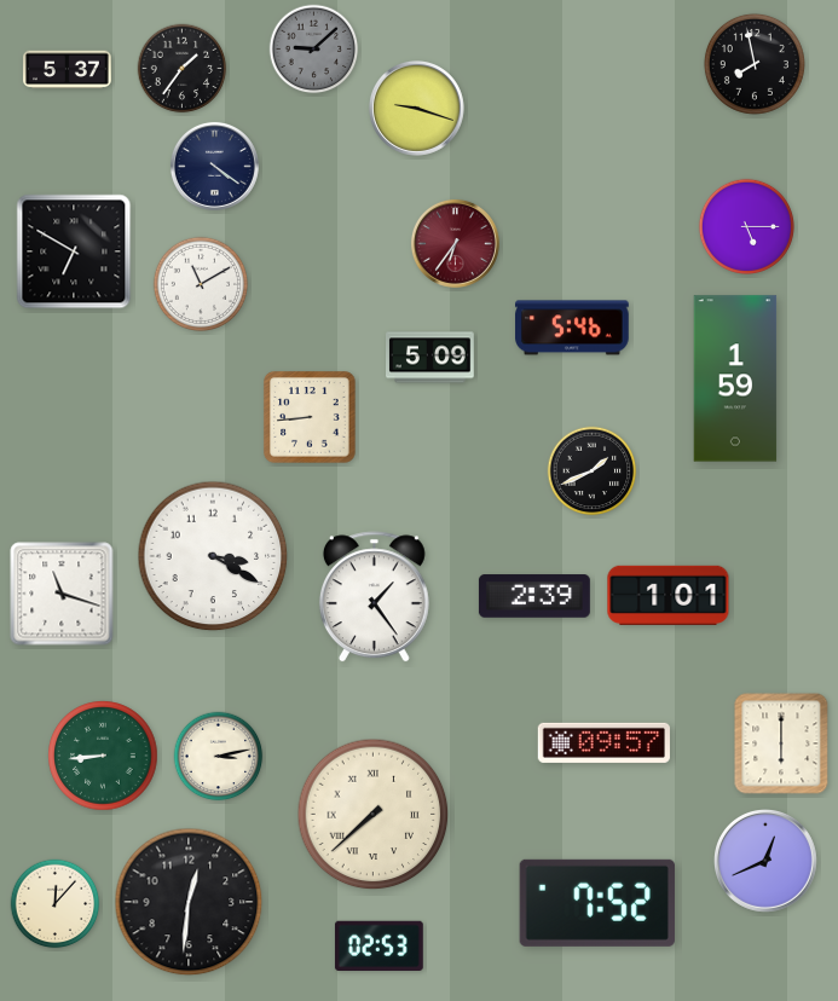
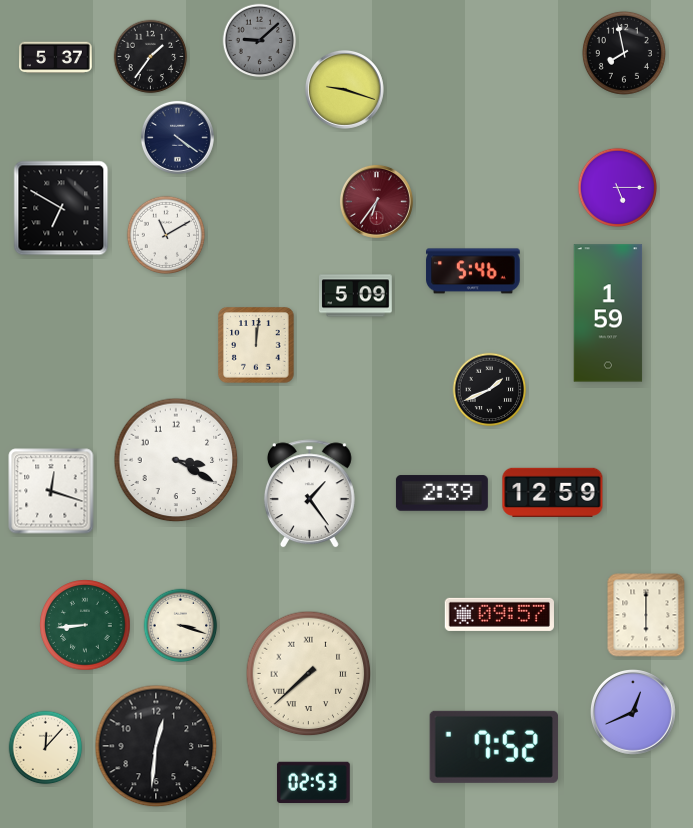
clock at (310, 417): 8:44 -> 12:01
clock at (62, 594): 11:18 -> 12:18
clock at (669, 595): 1:01 -> 12:59
clock at (219, 757): 3:13 -> 3:18
